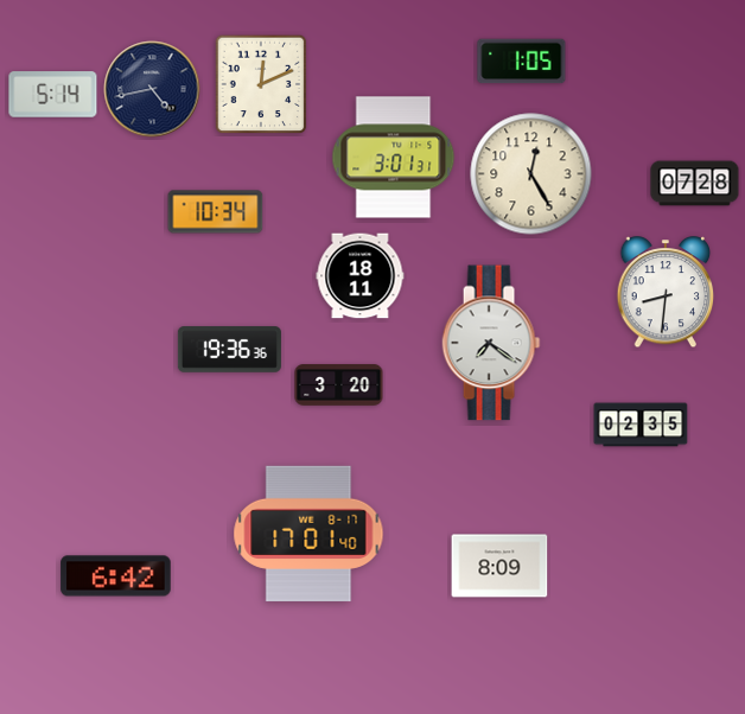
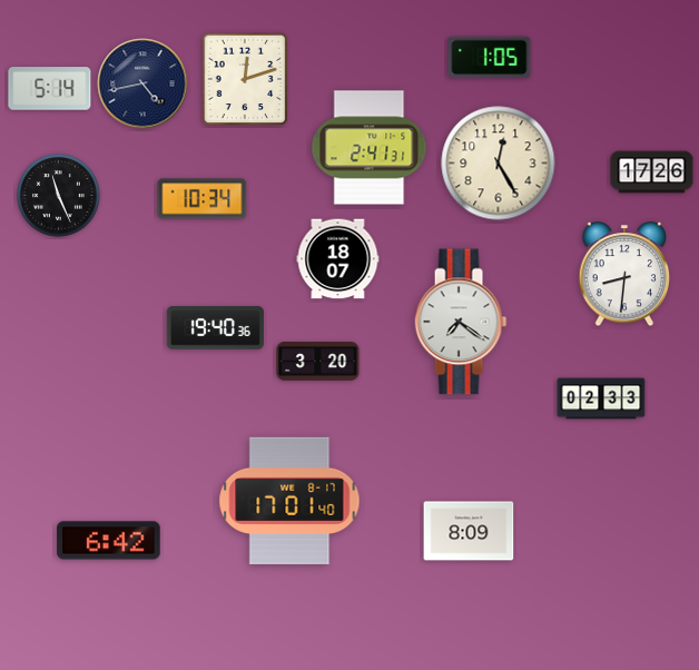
clock at (261, 84): 12:11 -> 12:12
clock at (394, 158): 3:01 -> 2:41
clock at (695, 184): 07:28 -> 17:26
clock at (59, 196): none -> 11:26
clock at (361, 276): 18:11 -> 18:07
clock at (229, 350): 19:36 -> 19:40
clock at (641, 425): 02:35 -> 02:33
